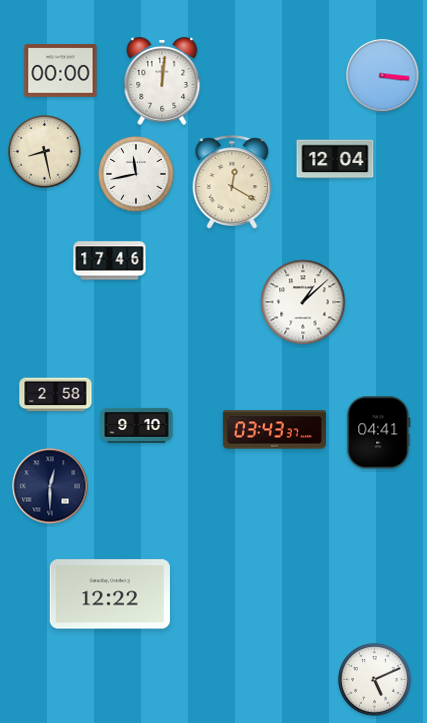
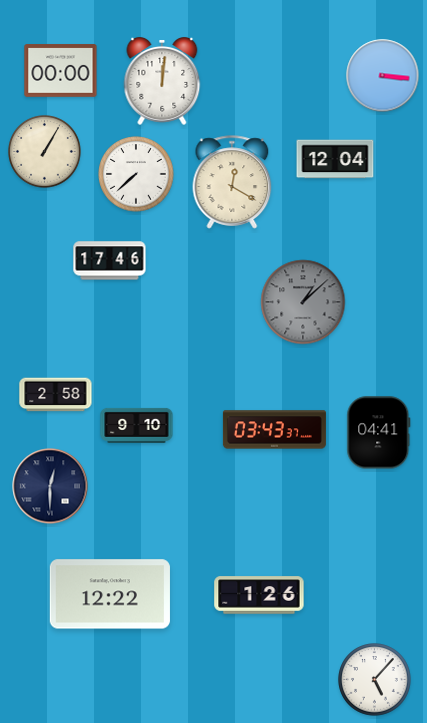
clock at (45, 152): 8:28 -> 1:05
clock at (136, 174): 11:43 -> 7:38
clock at (303, 302) dial: white -> grey
clock at (259, 595): none -> 1:26
clock at (375, 680): 5:11 -> 5:07
